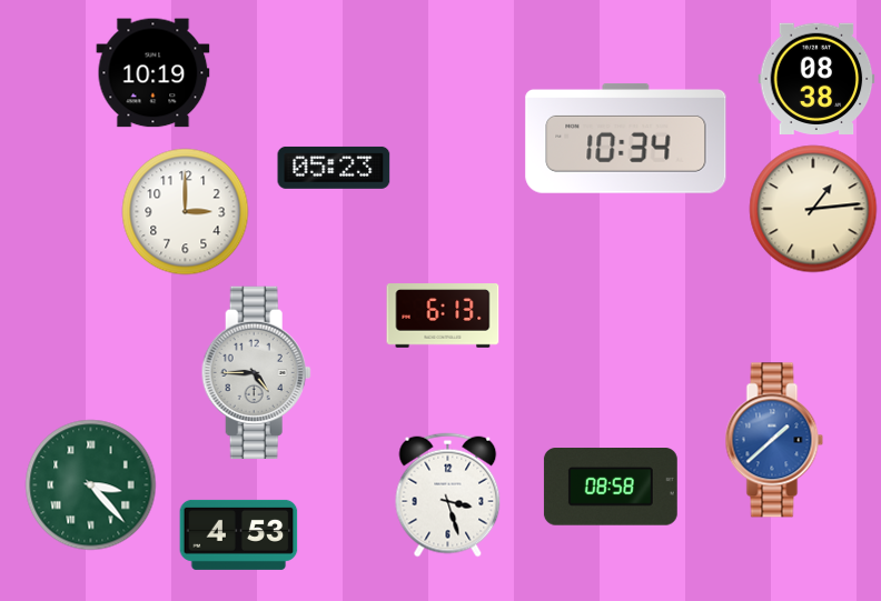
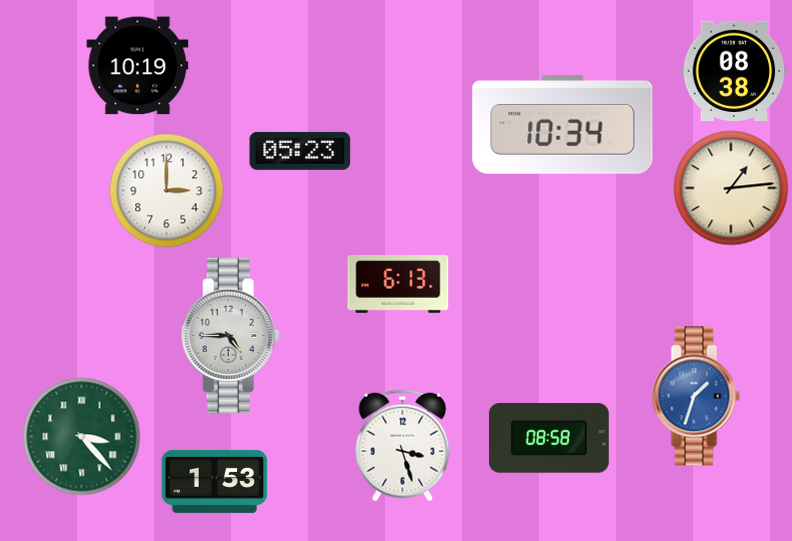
clock at (774, 440): 1:38 -> 1:33
clock at (239, 534): 4:53 -> 1:53
